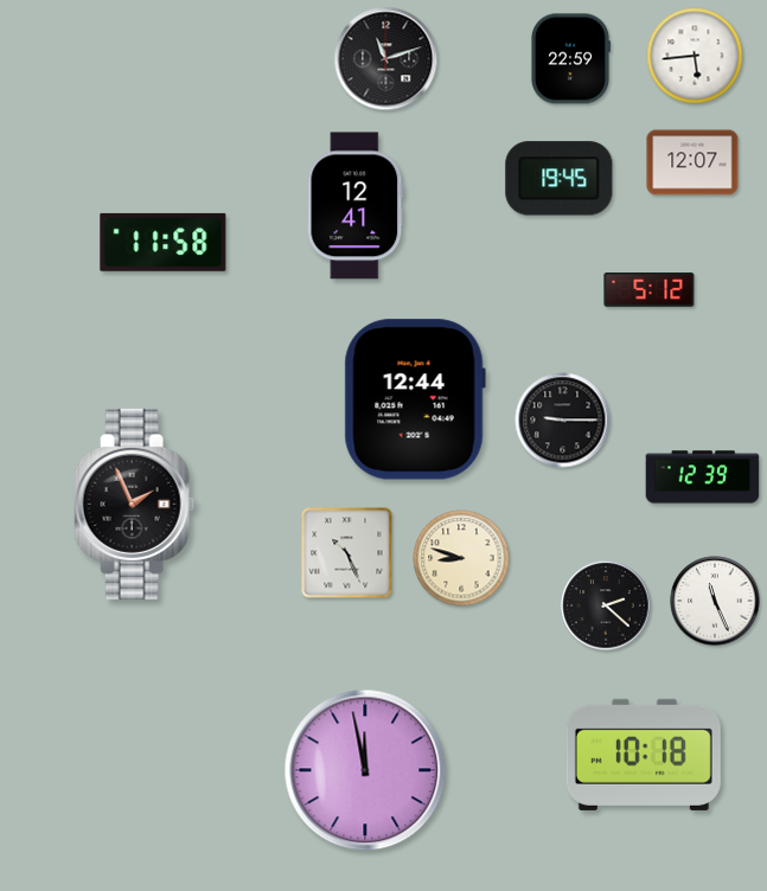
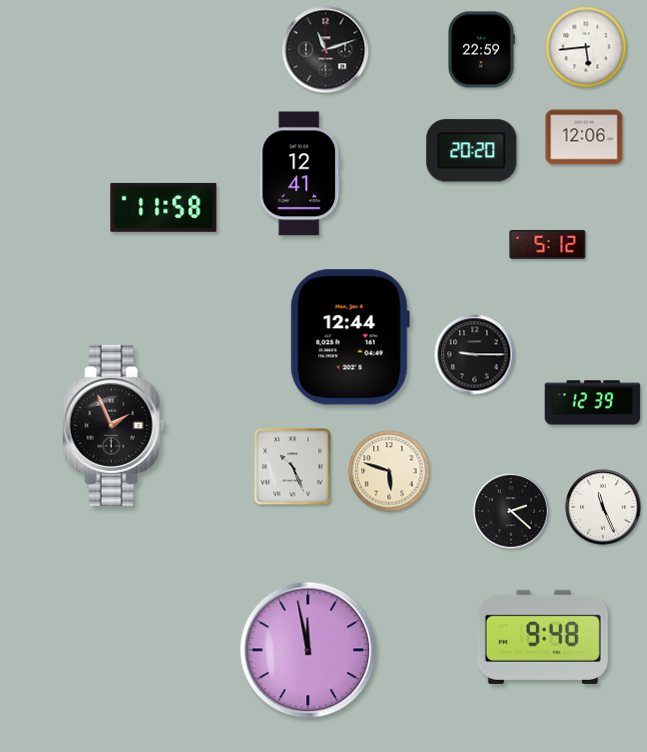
clock at (692, 162): 12:07 -> 12:06
clock at (560, 179): 19:45 -> 20:20
clock at (164, 242) position: (164, 242) -> (164, 207)
clock at (461, 558): 8:48 -> 5:48
clock at (644, 755): 10:18 -> 9:48
